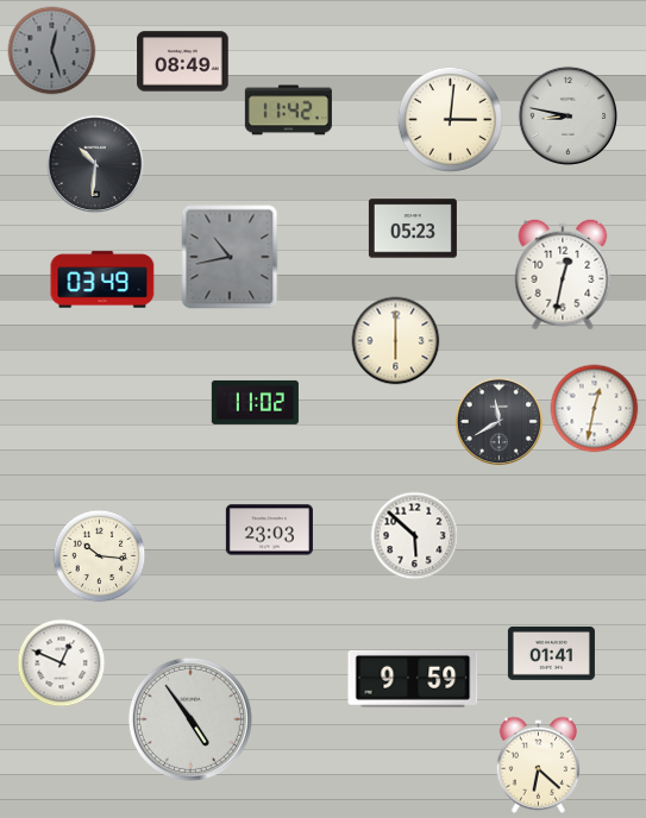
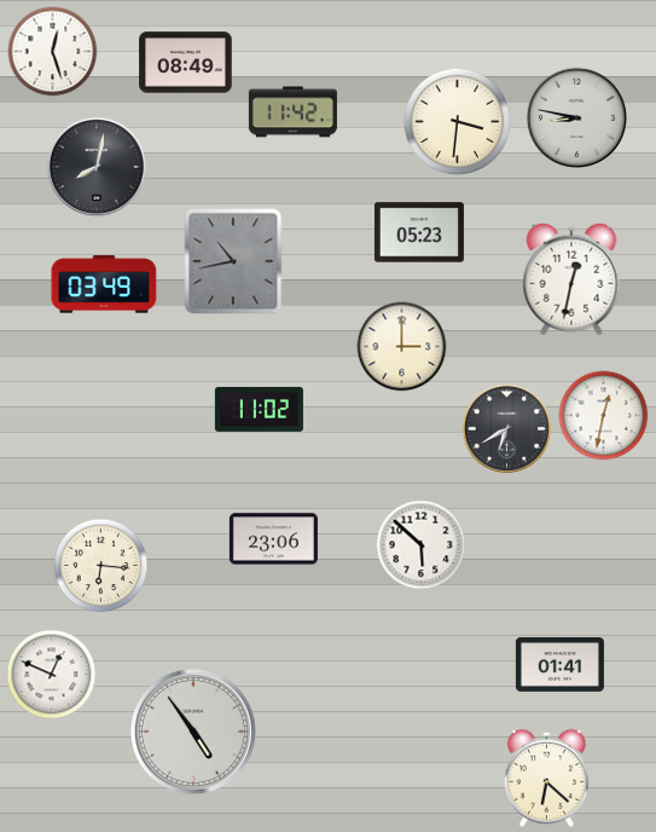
clock at (52, 51) dial: grey -> white
clock at (450, 119): 3:01 -> 3:31
clock at (94, 163): 10:31 -> 8:02
clock at (396, 341): 6:00 -> 3:00
clock at (500, 422): 11:40 -> 6:40
clock at (269, 530): 23:03 -> 23:06
clock at (100, 556): 10:16 -> 6:16
clock at (62, 663) position: (62, 663) -> (52, 675)
clock at (413, 679): 9:59 -> none
